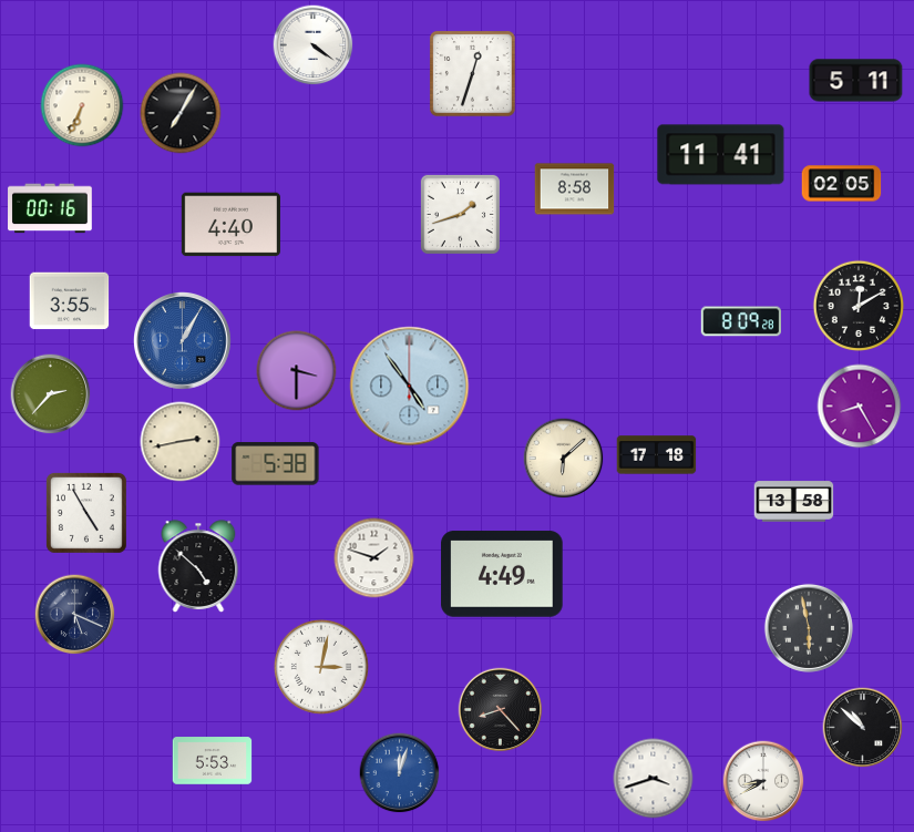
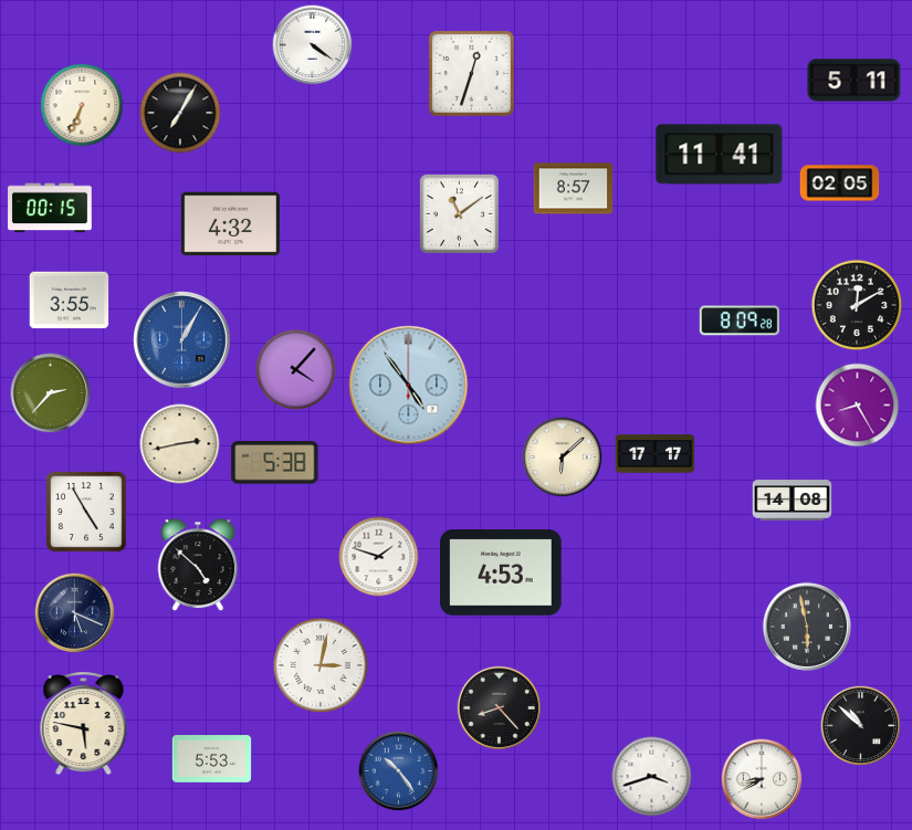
clock at (575, 189): 8:58 -> 8:57
clock at (50, 208): 00:16 -> 00:15
clock at (460, 214): 1:42 -> 11:09
clock at (230, 225): 4:40 -> 4:32
clock at (297, 371): 3:30 -> 4:07
clock at (181, 442) position: (181, 442) -> (180, 444)
clock at (657, 455): 17:18 -> 17:17
clock at (794, 502): 13:58 -> 14:08
clock at (374, 558) position: (374, 558) -> (379, 557)
clock at (502, 574): 4:49 -> 4:53
clock at (84, 724): none -> 5:47
clock at (400, 773): 12:03 -> 10:24
